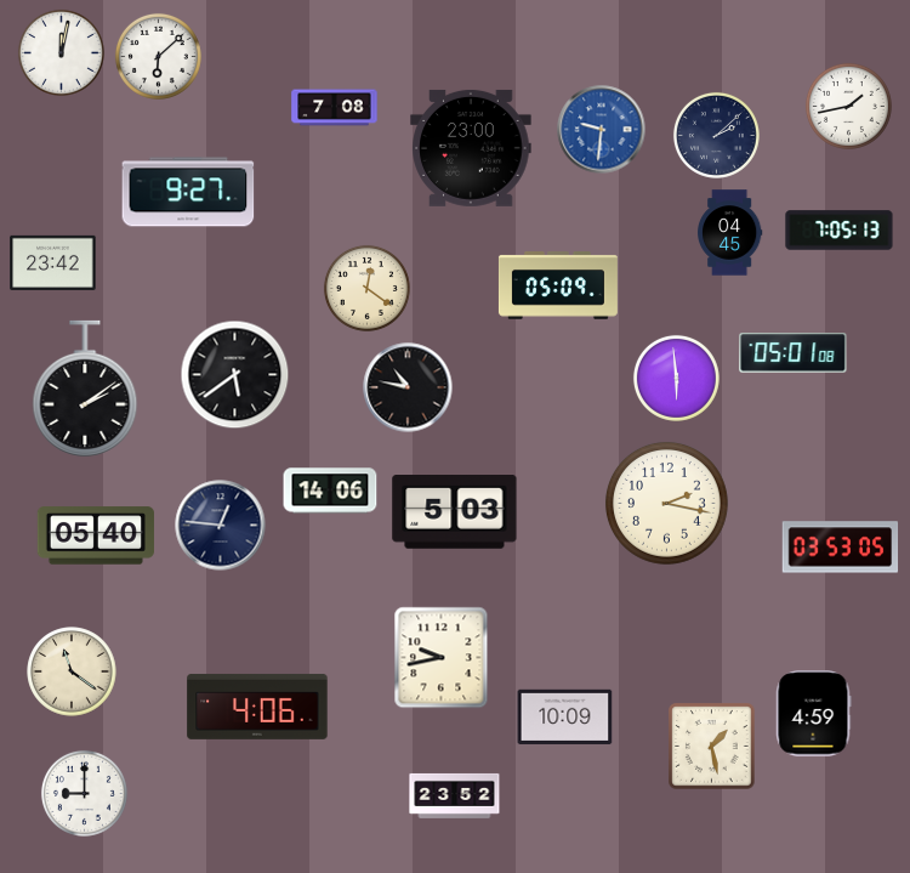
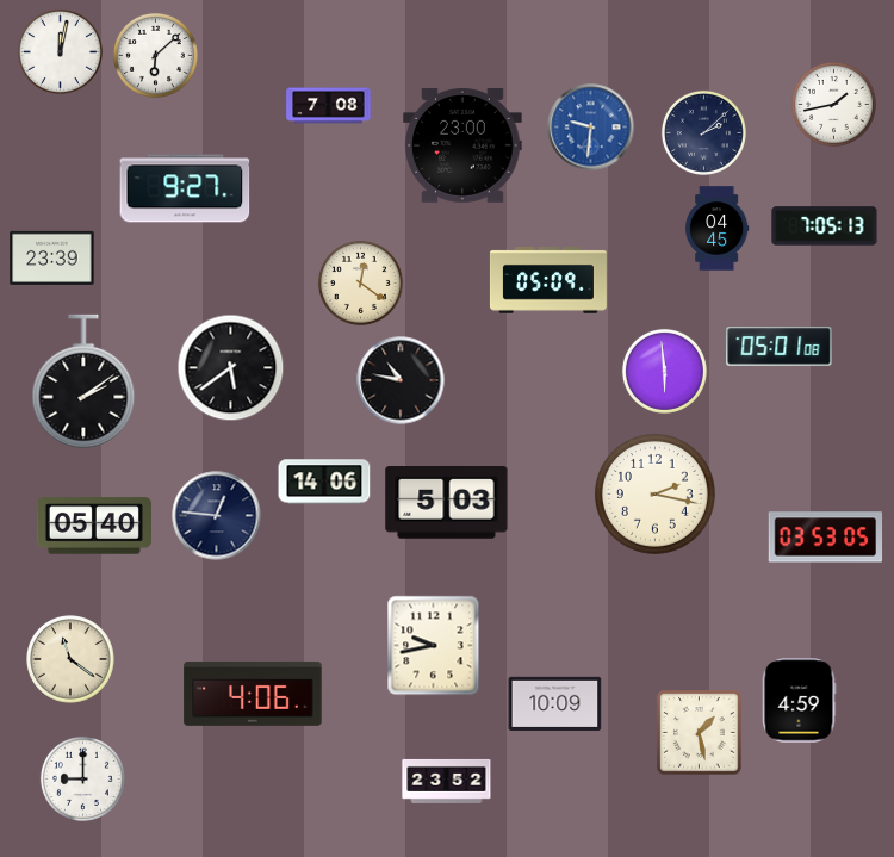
clock at (53, 262): 23:42 -> 23:39
